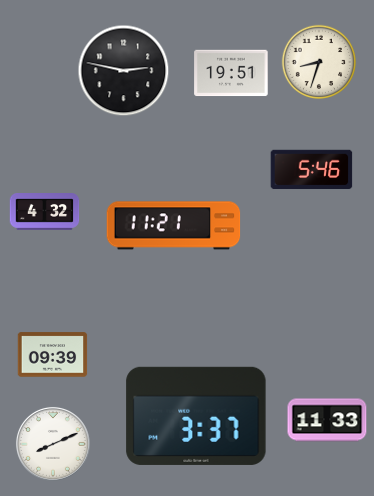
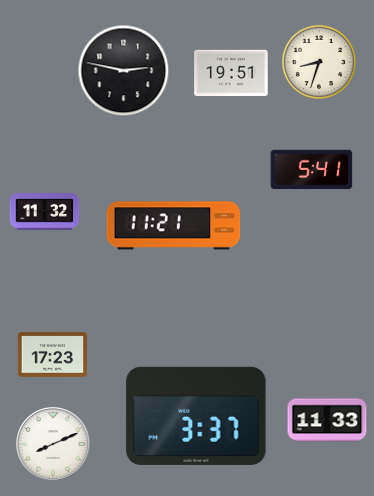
clock at (312, 170): 5:46 -> 5:41
clock at (45, 212): 4:32 -> 11:32
clock at (53, 355): 09:39 -> 17:23
